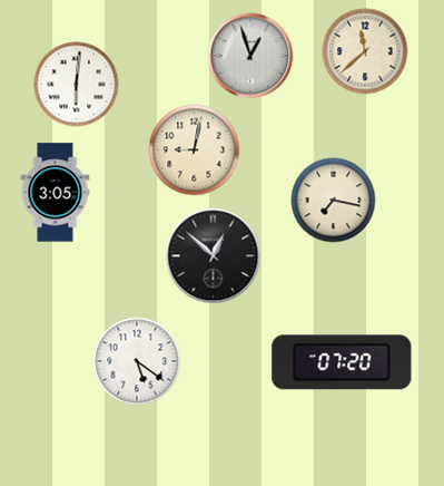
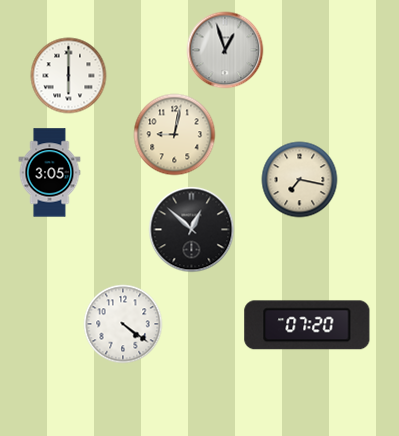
clock at (365, 51): 11:38 -> none
clock at (77, 85): 6:01 -> 6:00
clock at (137, 361): 5:21 -> 4:21
